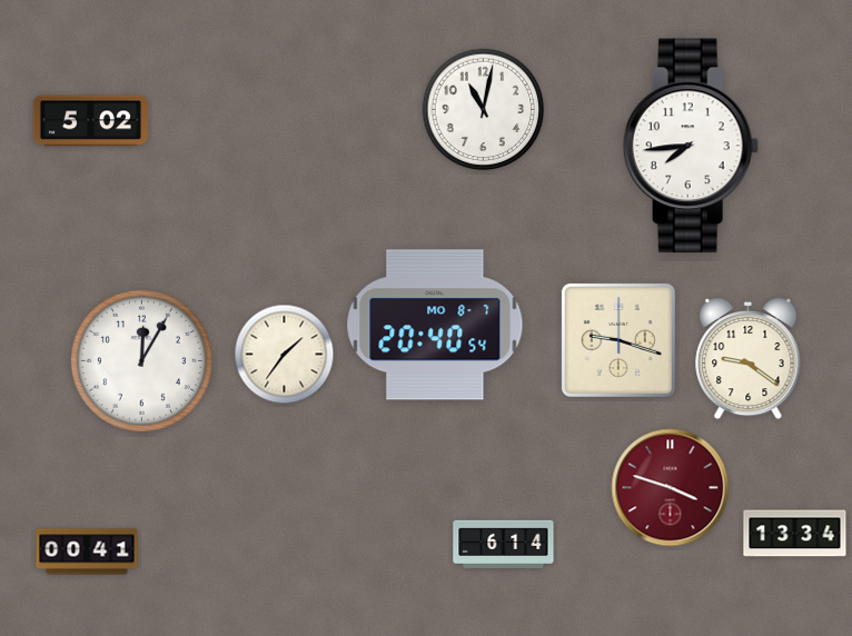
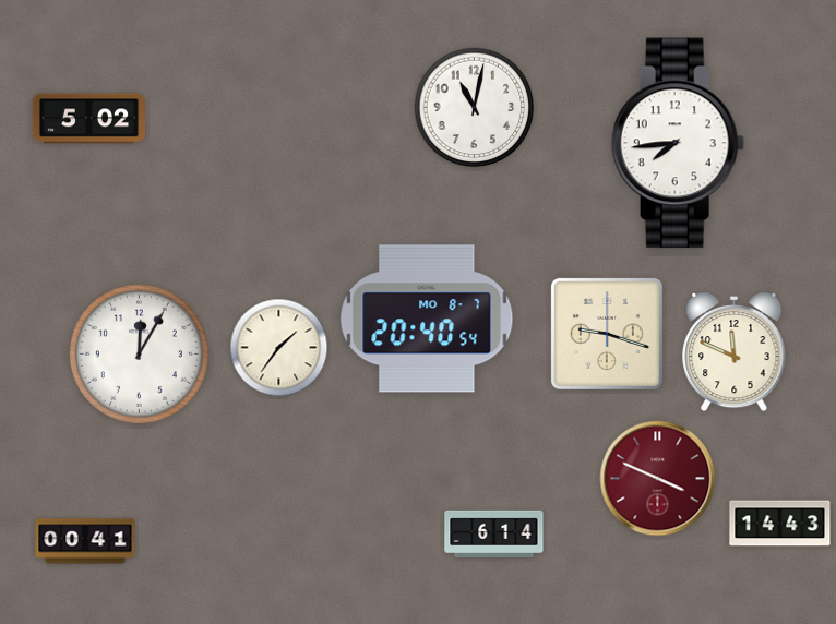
clock at (749, 359): 9:21 -> 11:49
clock at (671, 488): 3:48 -> 3:49
clock at (795, 534): 13:34 -> 14:43
